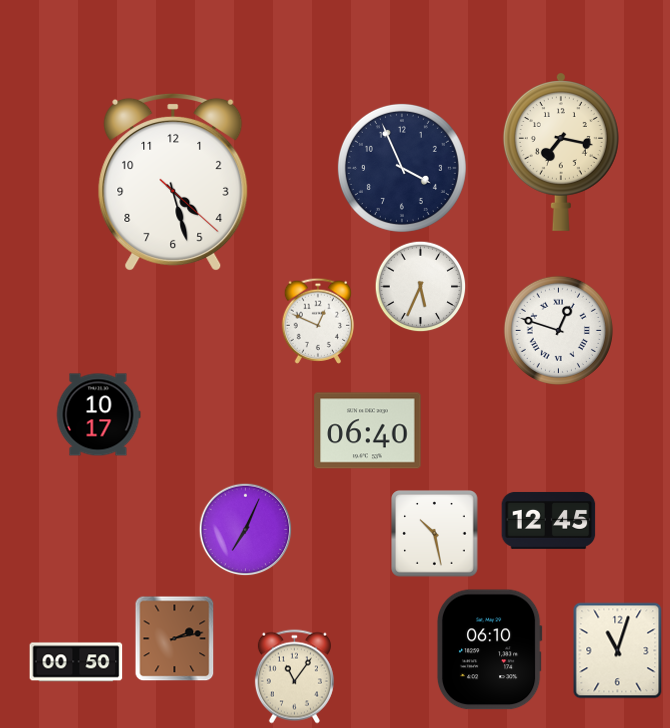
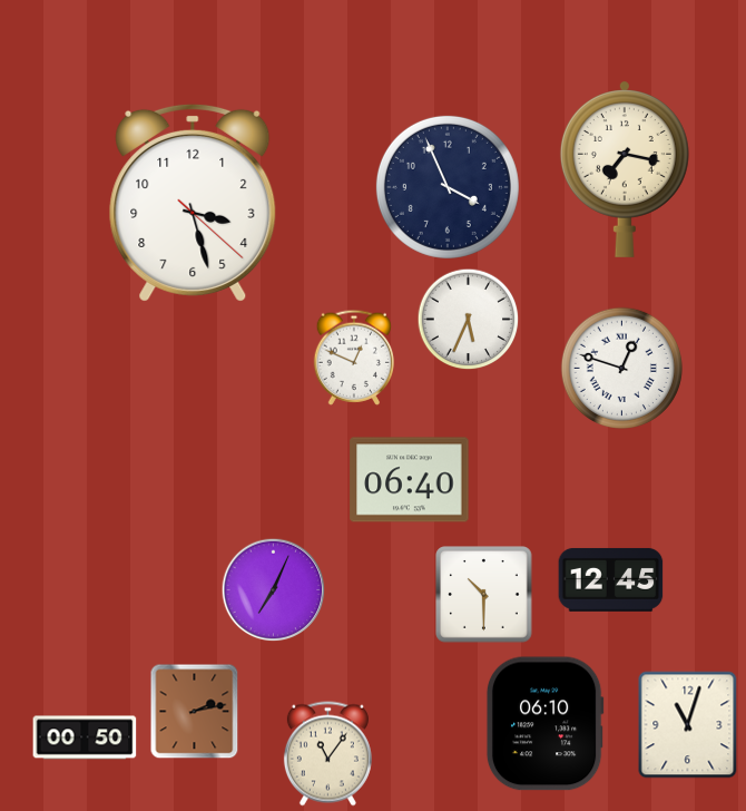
clock at (173, 182): 4:27 -> 3:27
clock at (98, 415): 10:17 -> none
clock at (435, 534): 10:28 -> 10:30
